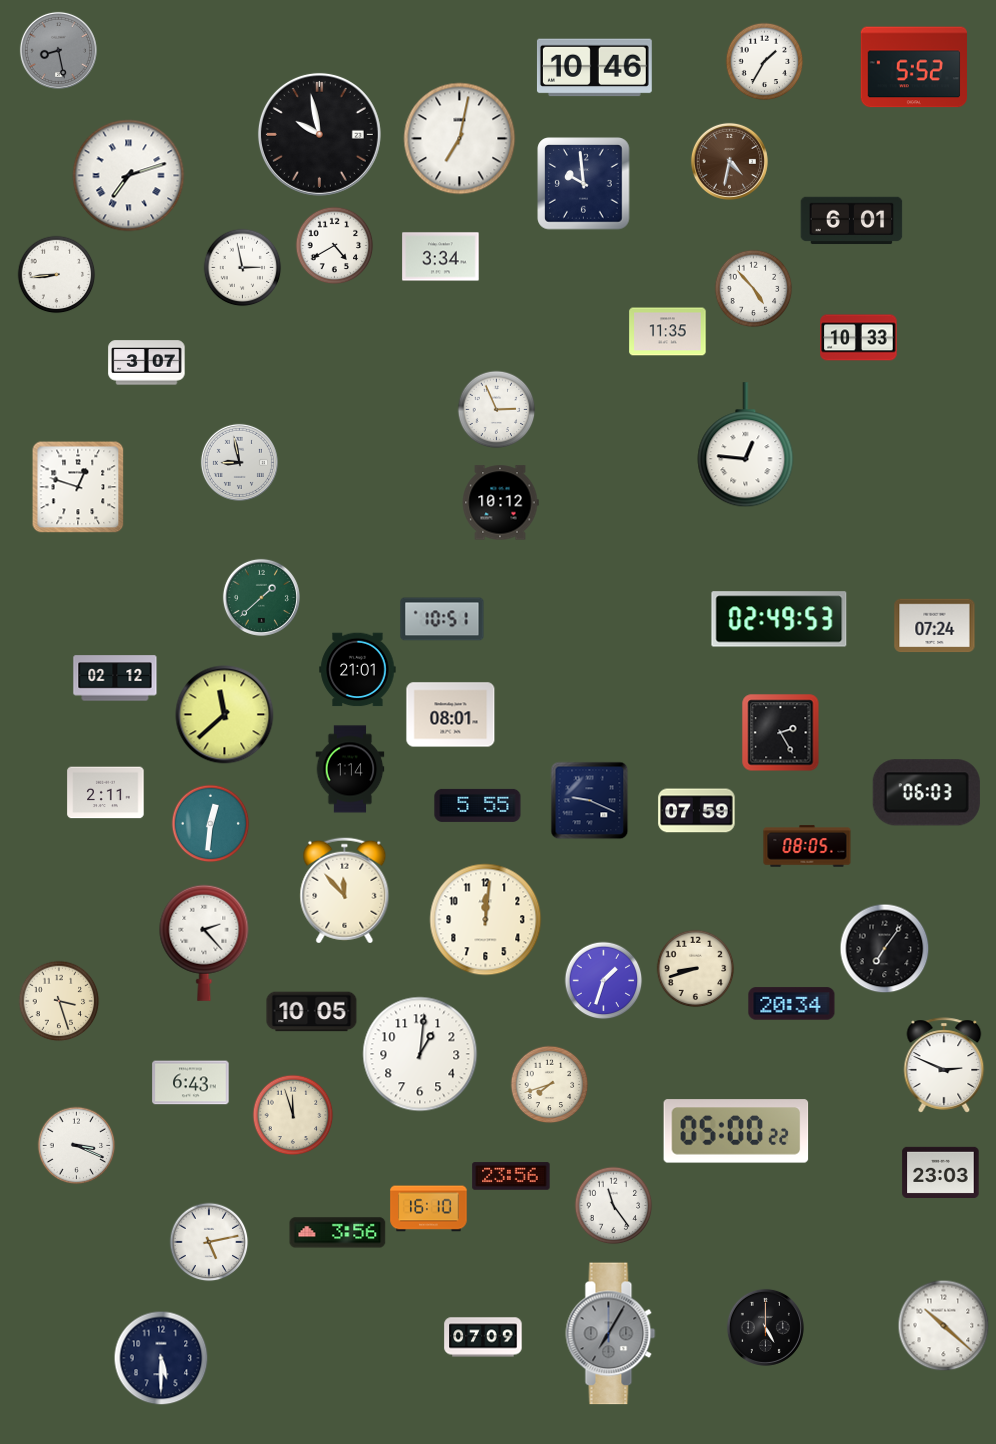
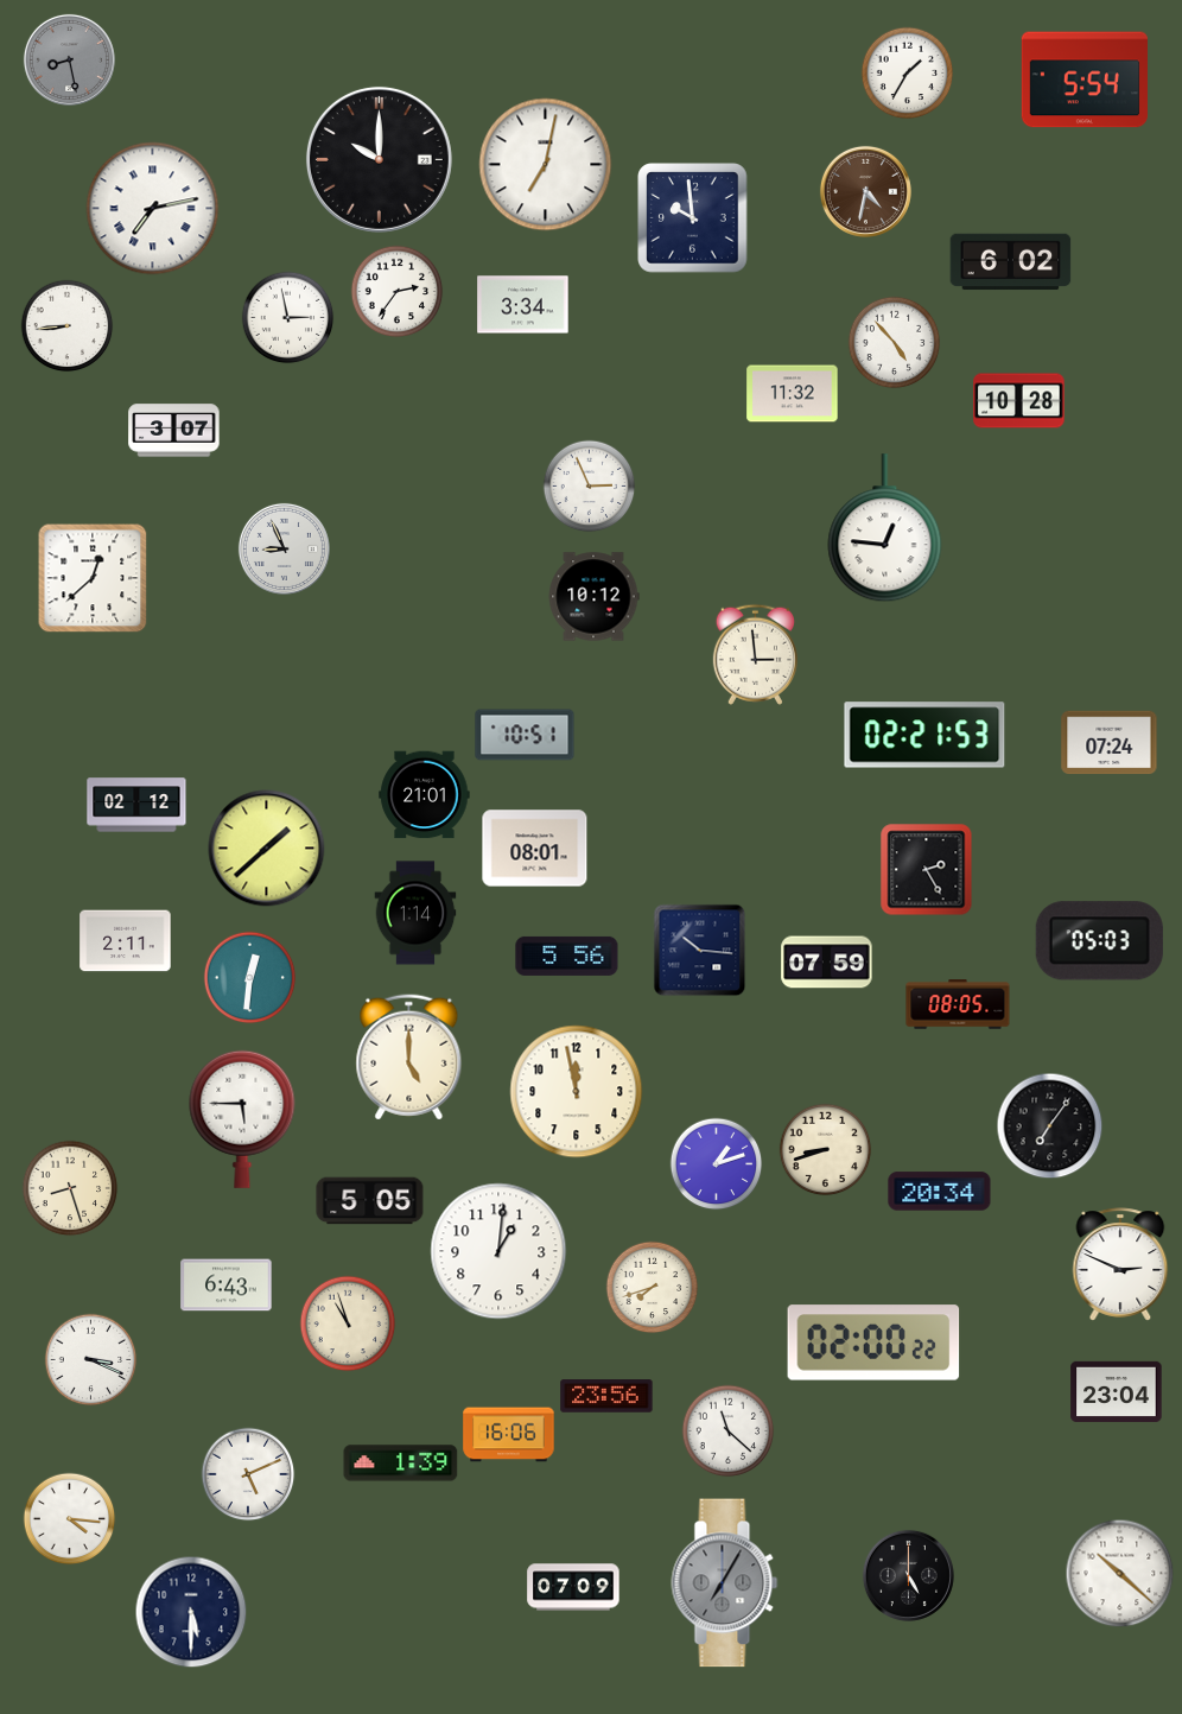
clock at (913, 67): 5:52 -> 5:54
clock at (594, 68): 10:46 -> none
clock at (319, 134): 9:58 -> 10:00
clock at (129, 176): 7:12 -> 7:13
clock at (852, 221): 6:01 -> 6:02
clock at (334, 245): 4:40 -> 2:36
clock at (668, 332): 11:35 -> 11:32
clock at (859, 338): 10:33 -> 10:28
clock at (239, 462): 8:58 -> 8:56
clock at (78, 487): 12:48 -> 12:38
clock at (755, 654): none -> 2:59
clock at (261, 597): 1:38 -> none
clock at (779, 619): 02:49 -> 02:21
clock at (225, 715): 11:38 -> 1:38
clock at (926, 793): 06:03 -> 05:03
clock at (589, 800): 9:19 -> 10:16
clock at (478, 805): 5:55 -> 5:56
clock at (345, 891): 11:53 -> 5:00
clock at (486, 920): 12:01 -> 11:58
clock at (204, 943): 2:23 -> 5:45
clock at (603, 980): 1:33 -> 1:12
clock at (59, 1001): 3:27 -> 8:27
clock at (312, 1012): 10:05 -> 5:05
clock at (293, 1115): 11:57 -> 10:57
clock at (736, 1131): 05:00 -> 02:00
clock at (941, 1172): 23:03 -> 23:04
clock at (613, 1205): 11:24 -> 11:22
clock at (429, 1209): 16:10 -> 16:06
clock at (338, 1233): 3:56 -> 1:39
clock at (209, 1242): 5:13 -> 5:11
clock at (69, 1518): none -> 4:16
